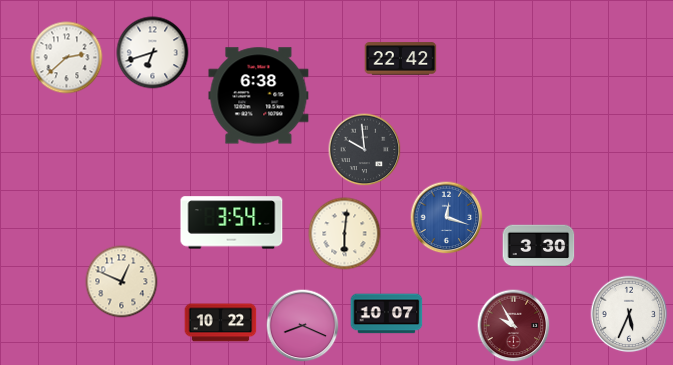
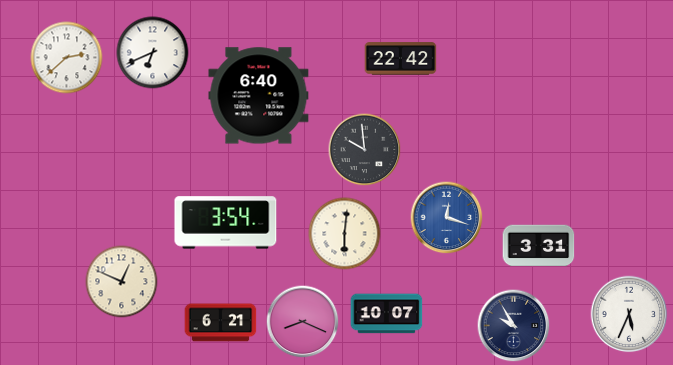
clock at (153, 53): 6:42 -> 6:41
clock at (259, 96): 6:38 -> 6:40
clock at (232, 223) position: (232, 223) -> (226, 223)
clock at (539, 246): 3:30 -> 3:31
clock at (221, 323): 10:22 -> 6:21
clock at (303, 326) position: (303, 326) -> (303, 322)
clock at (514, 326) dial: burgundy -> navy
